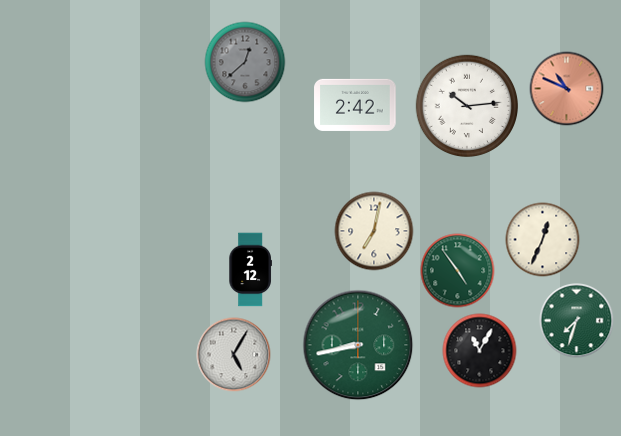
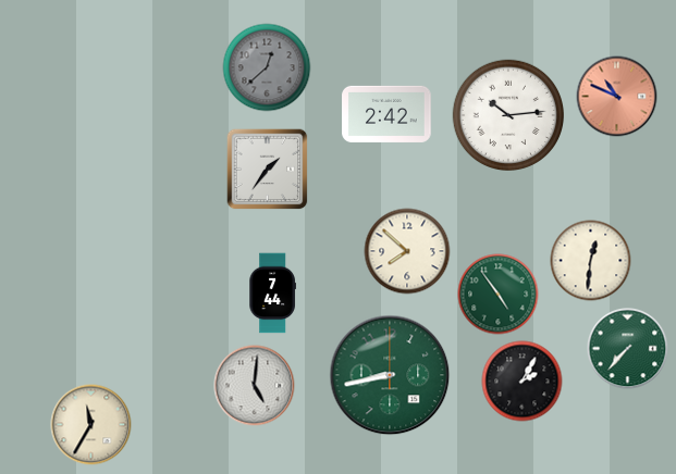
clock at (268, 170): none -> 1:36
clock at (374, 231): 7:02 -> 7:52
clock at (543, 240): 12:34 -> 12:31
clock at (250, 270): 2:12 -> 7:44
clock at (577, 321): 7:33 -> 7:37
clock at (480, 351): 11:05 -> 2:05
clock at (234, 355): 5:05 -> 5:01
clock at (91, 425): none -> 11:35
